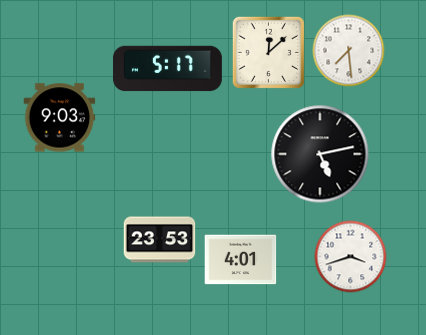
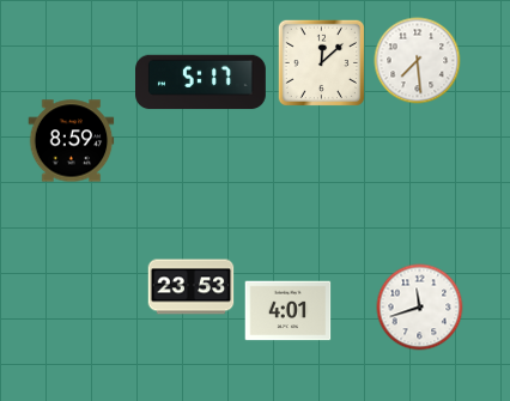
clock at (60, 118): 9:03 -> 8:59
clock at (320, 154): 5:13 -> none
clock at (351, 257): 3:42 -> 11:42
